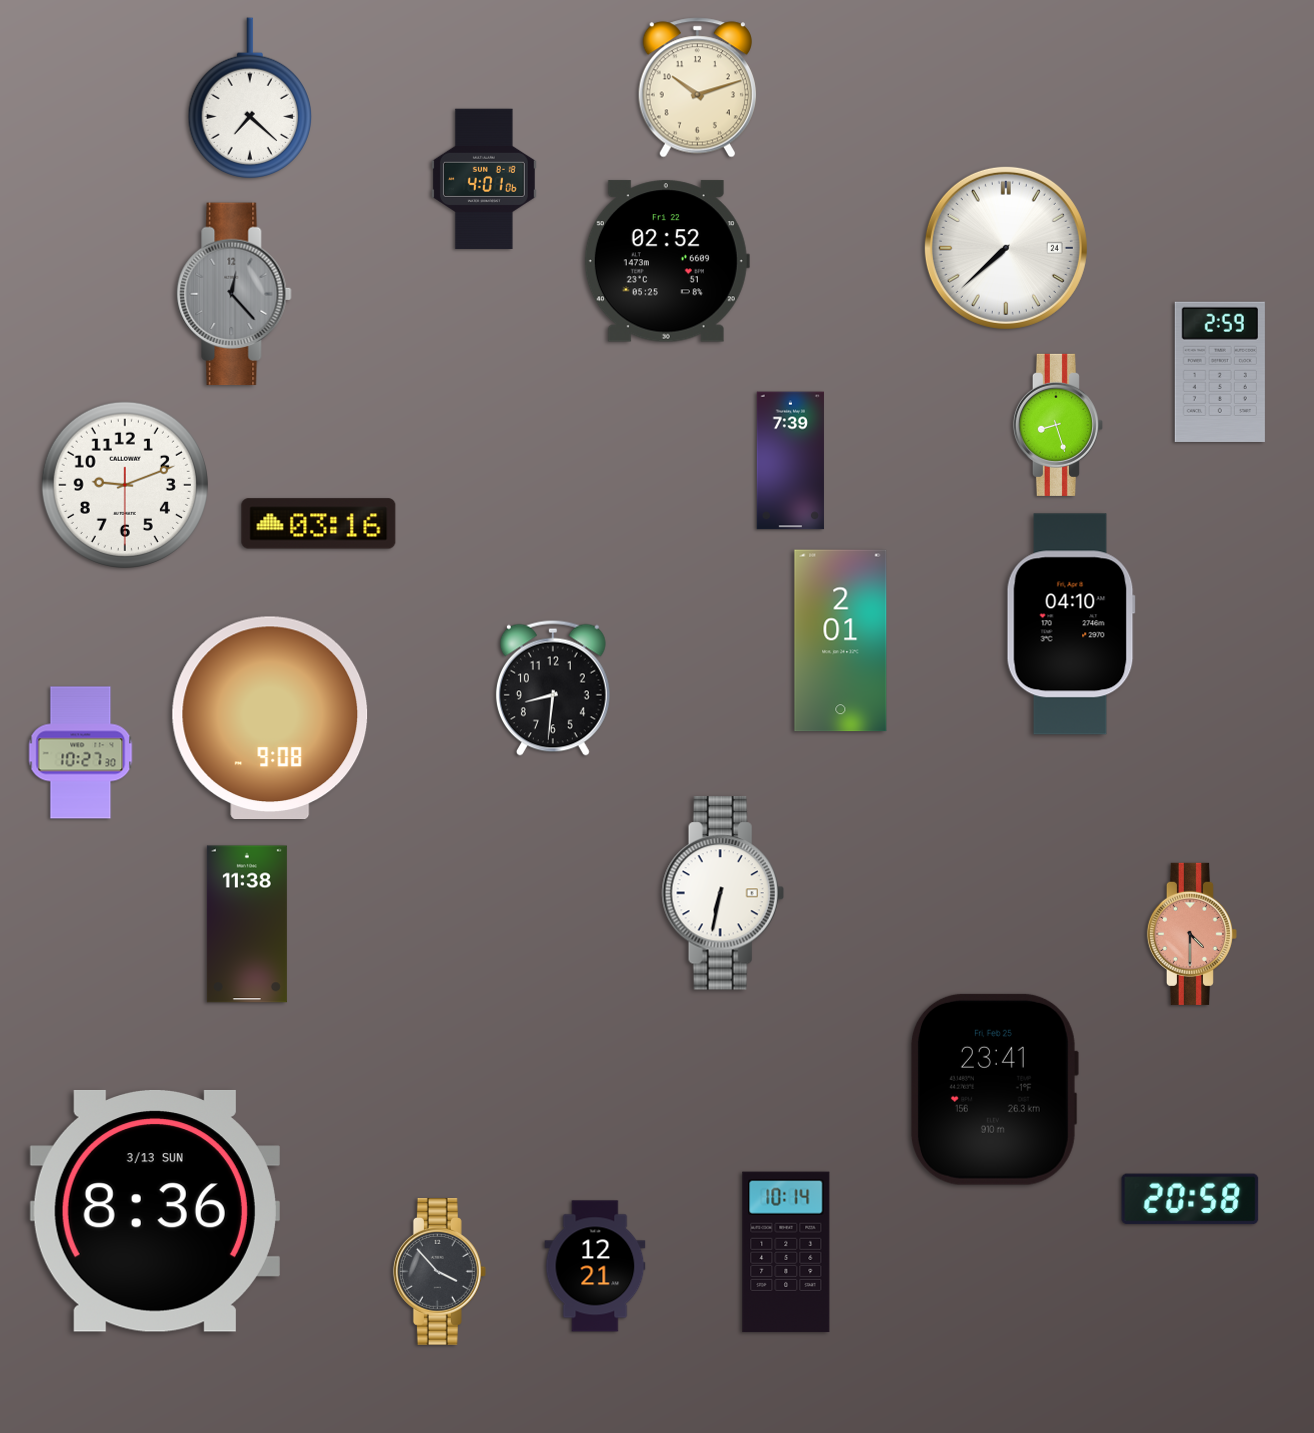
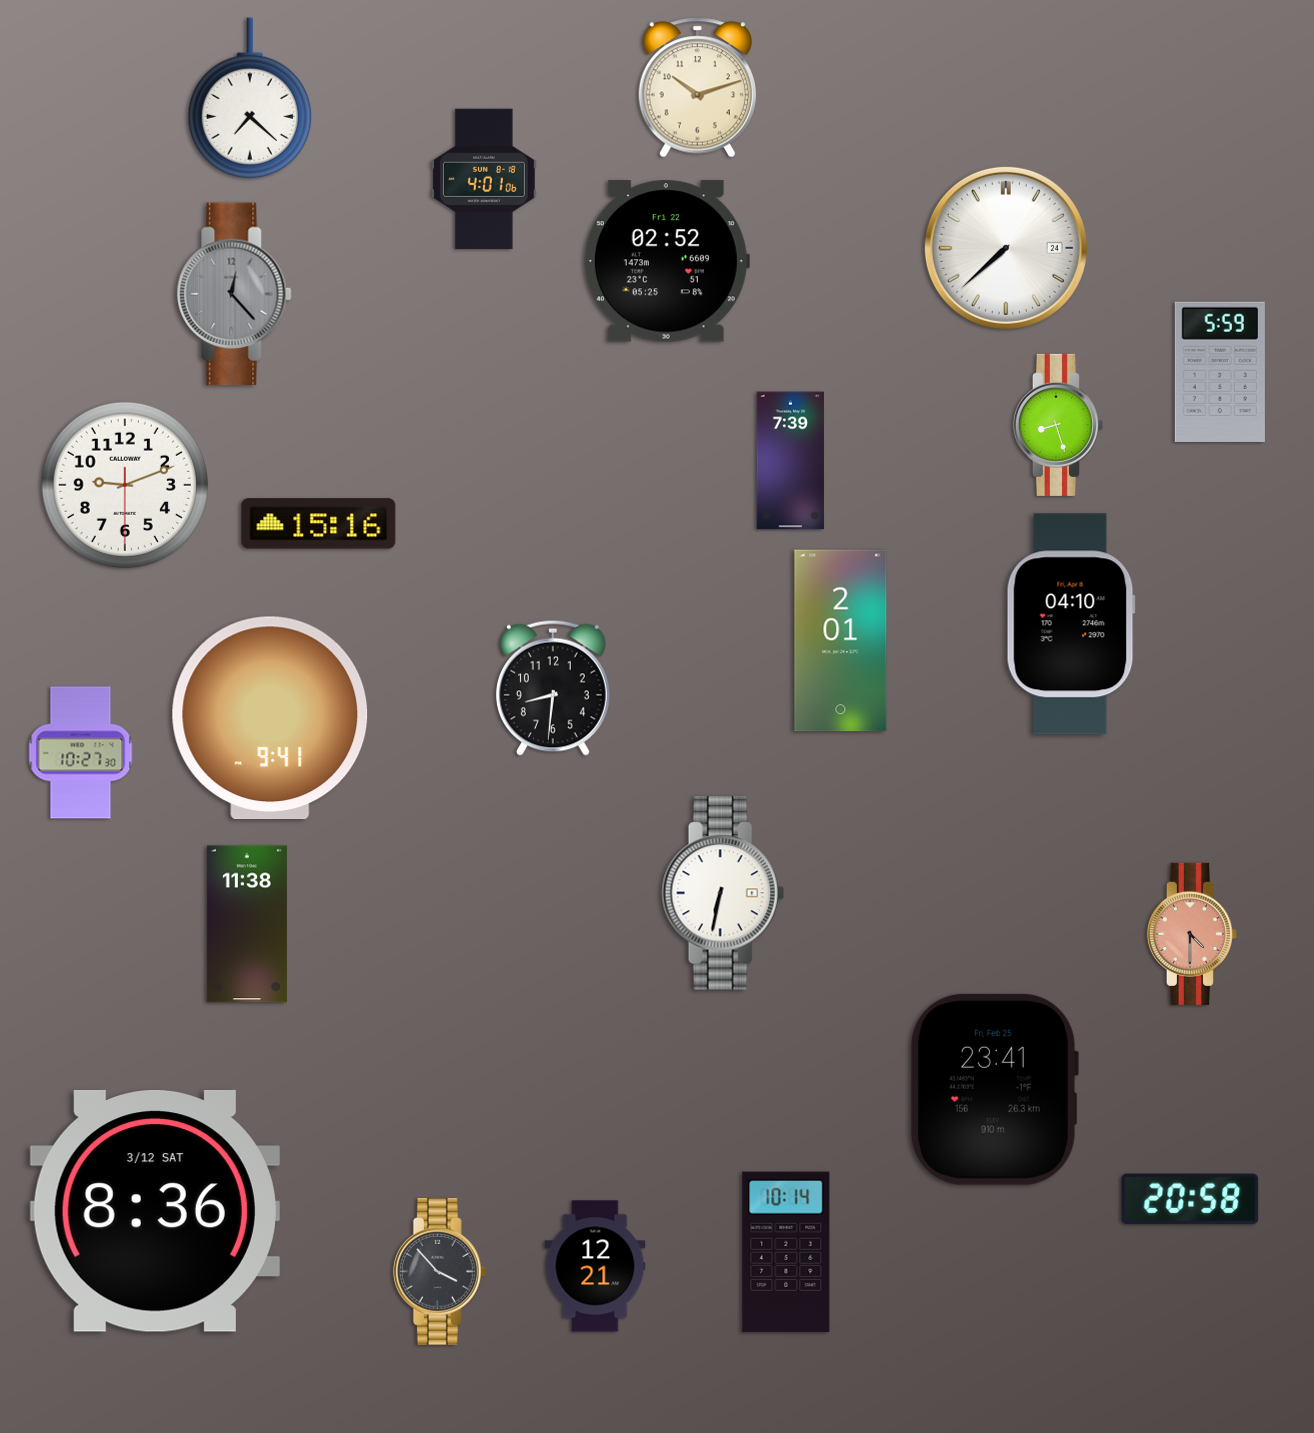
clock at (1220, 372): 2:59 -> 5:59
clock at (319, 524): 03:16 -> 15:16
clock at (270, 718): 9:08 -> 9:41
clock at (155, 1211) date: 3/13 SUN -> 3/12 SAT
